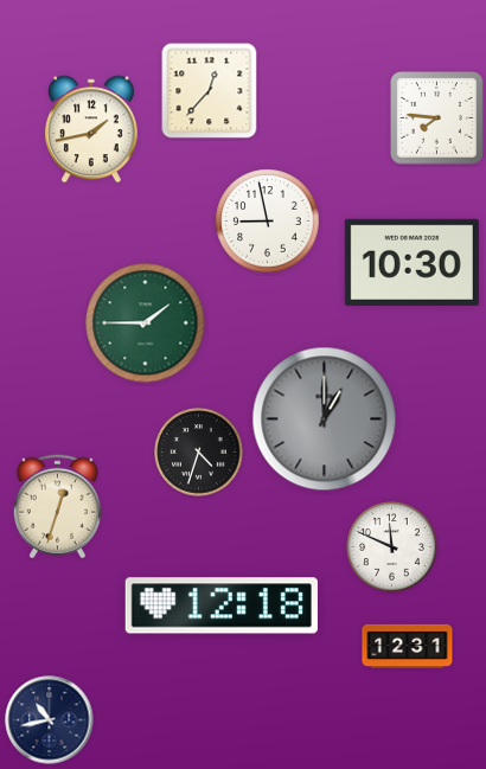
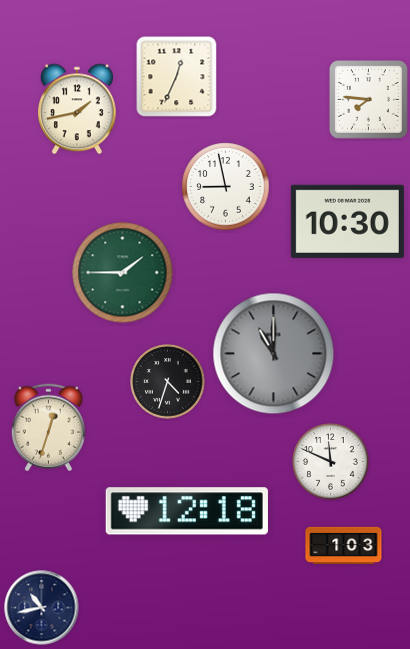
clock at (210, 91): 12:37 -> 12:34
clock at (325, 419): 1:00 -> 11:00
clock at (408, 646): 12:31 -> 1:03
